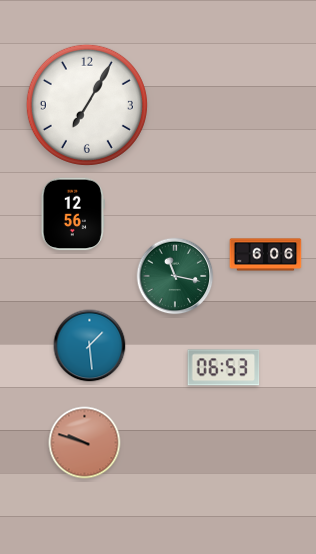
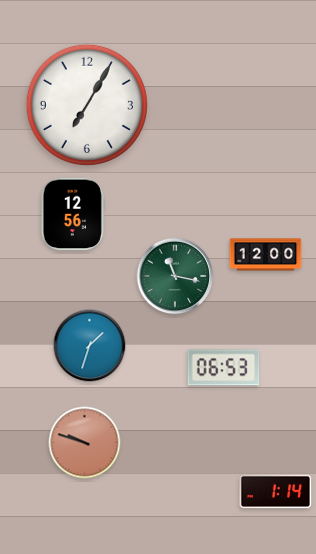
clock at (266, 255): 6:06 -> 12:00
clock at (90, 346): 1:29 -> 1:33
clock at (276, 492): none -> 1:14
